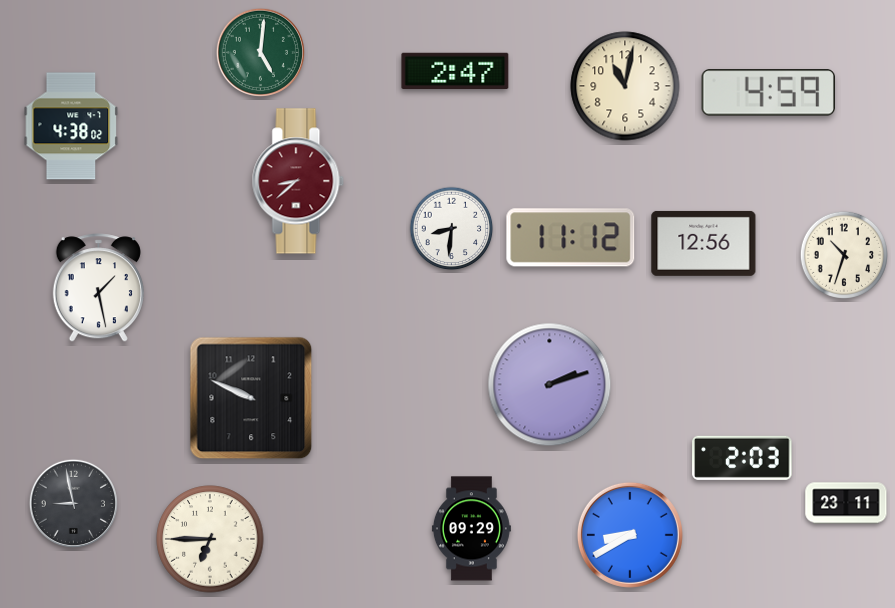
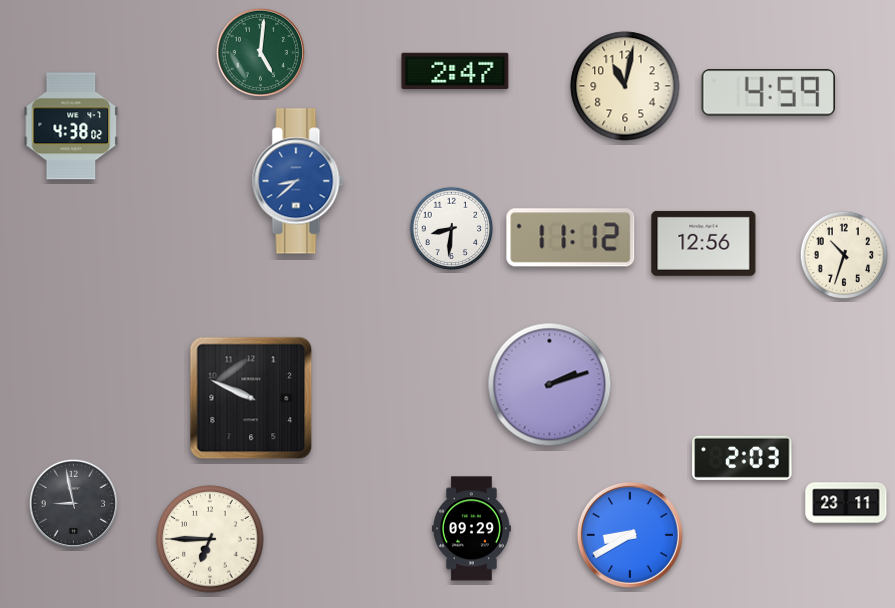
clock at (298, 181) dial: burgundy -> blue
clock at (98, 288): 1:28 -> none
